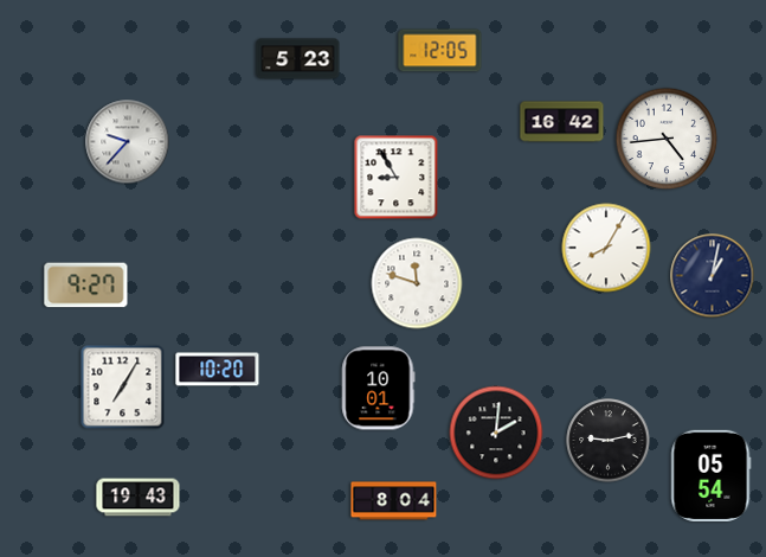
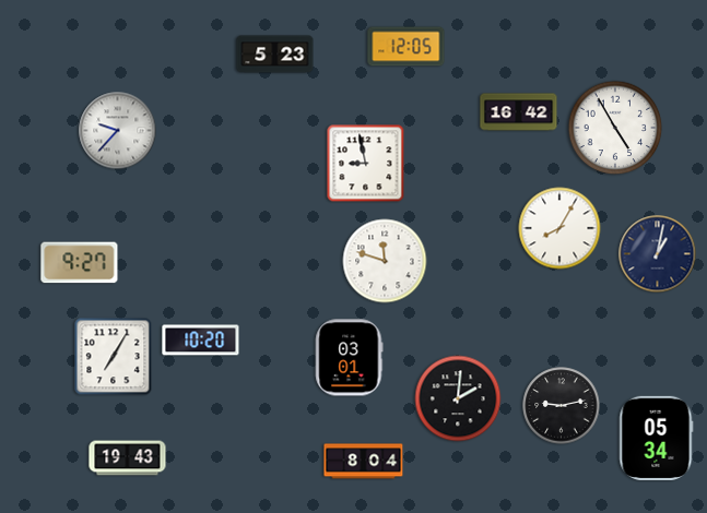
clock at (667, 139): 4:44 -> 4:55
clock at (397, 178): 8:55 -> 8:58
clock at (379, 389): 10:01 -> 03:01
clock at (712, 475): 05:54 -> 05:34
